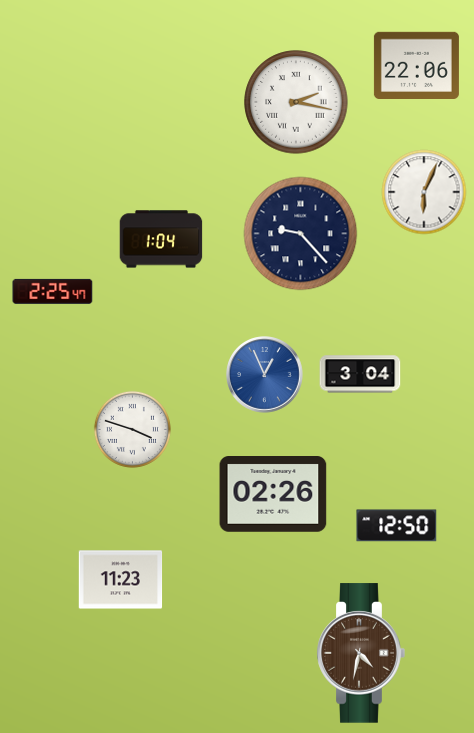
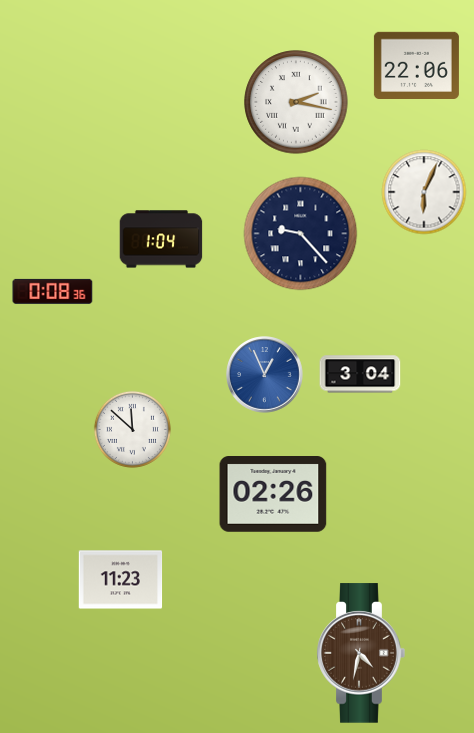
clock at (53, 291): 2:25 -> 0:08
clock at (132, 429): 3:48 -> 11:52
clock at (397, 526): 12:50 -> none
